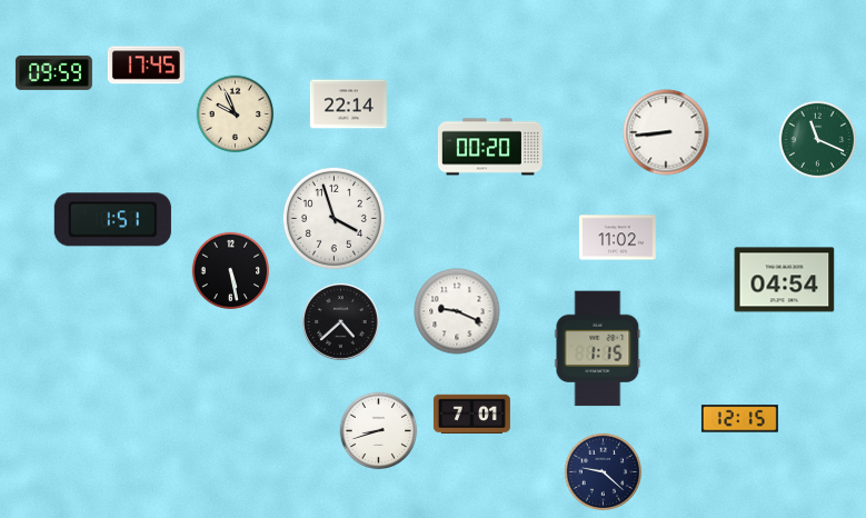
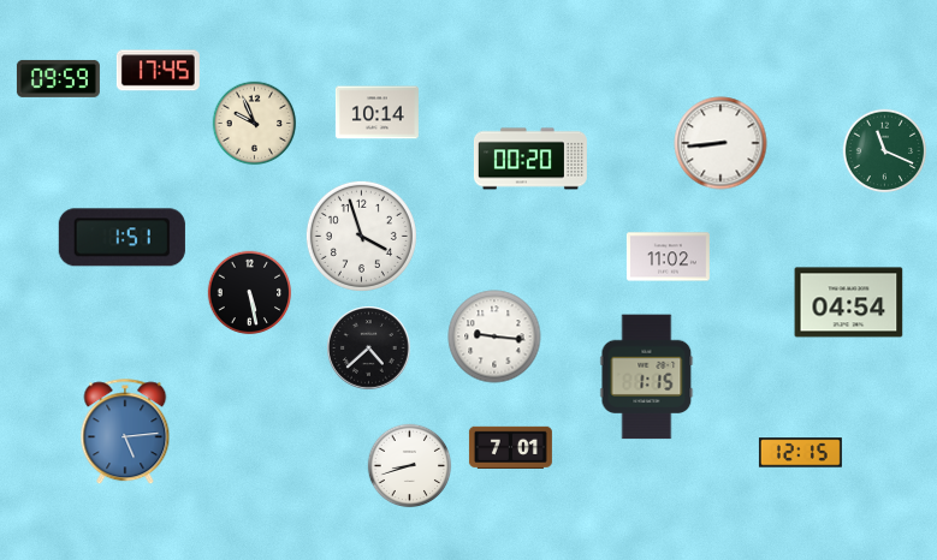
clock at (348, 104): 22:14 -> 10:14
clock at (457, 311): 9:19 -> 9:16
clock at (125, 433): none -> 5:14
clock at (604, 472): 9:22 -> none
